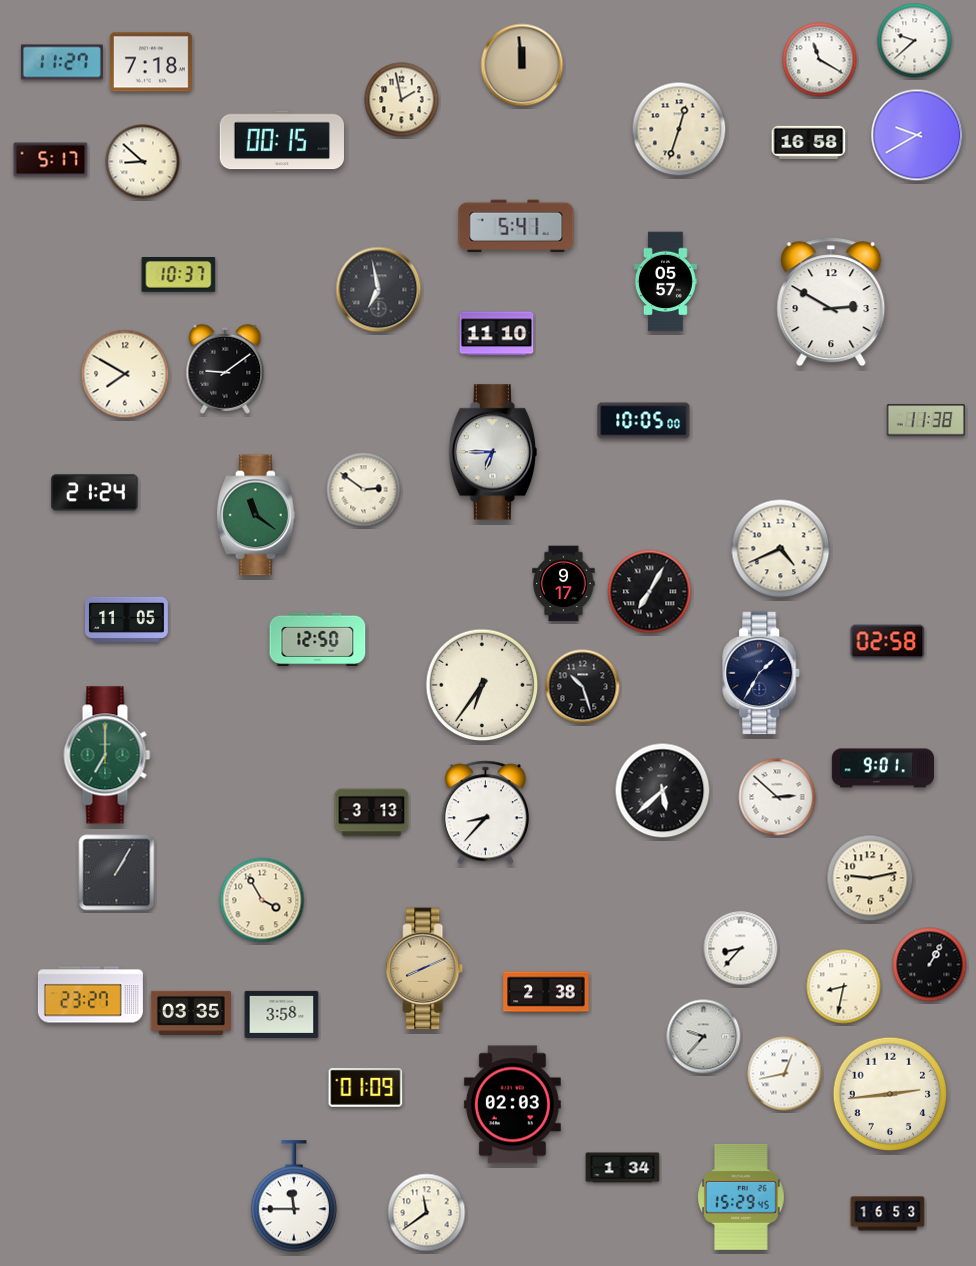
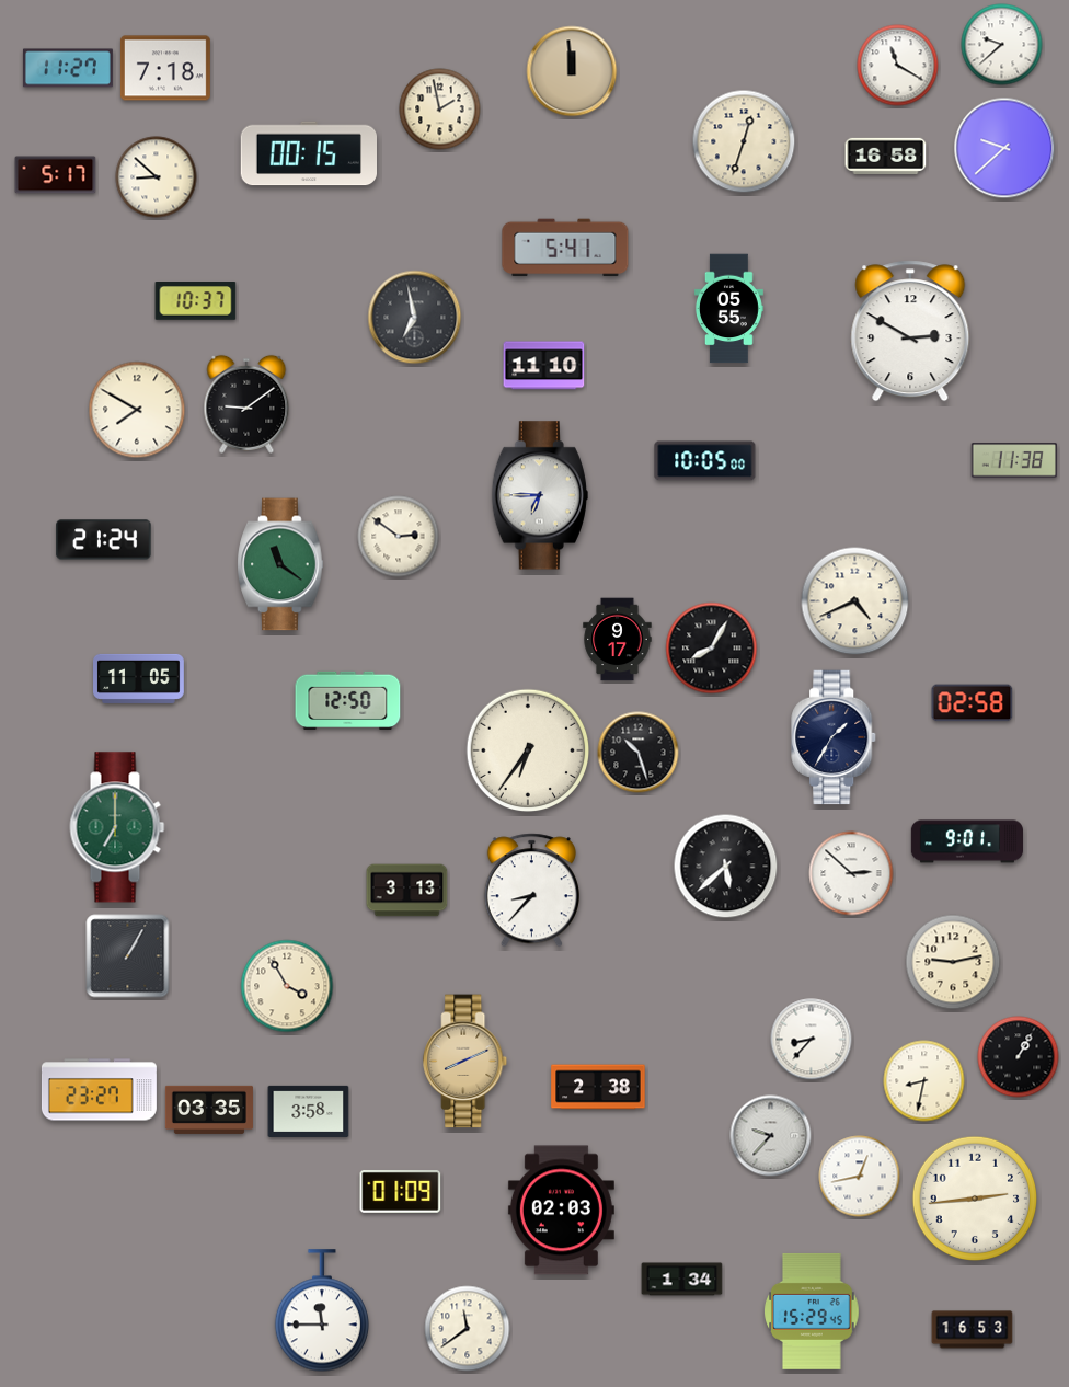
clock at (917, 135): 9:40 -> 9:38
clock at (665, 282): 05:57 -> 05:55
clock at (650, 592): 7:05 -> 8:05
